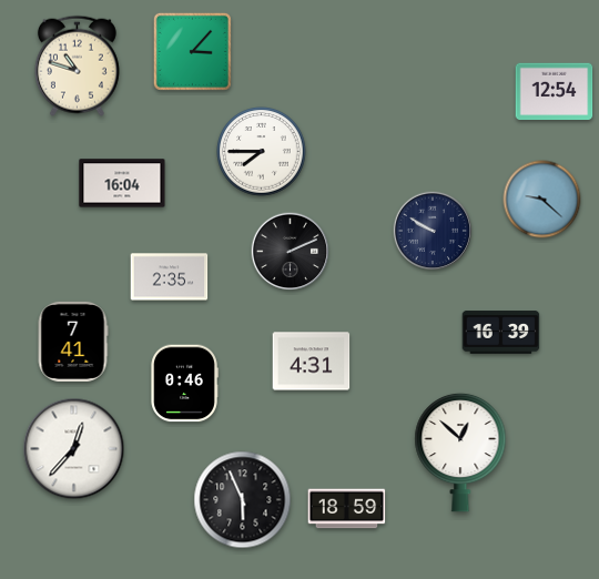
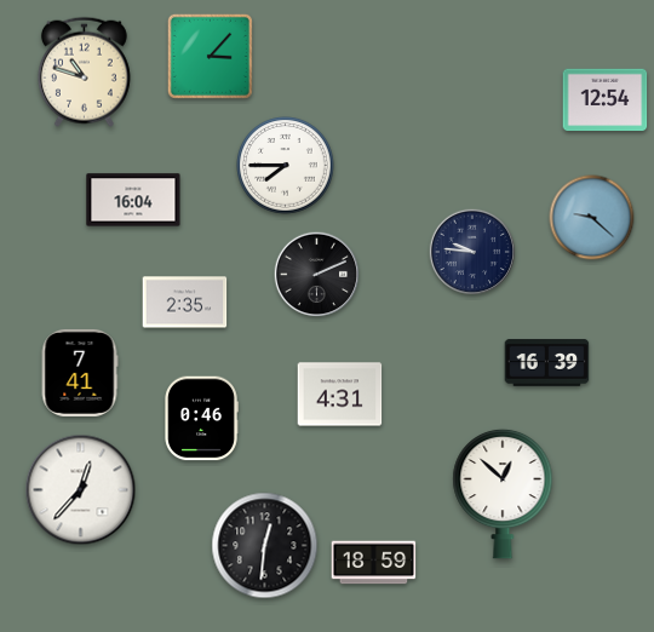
clock at (433, 231): 9:50 -> 9:46
clock at (243, 500): 5:56 -> 12:31
clock at (347, 509) position: (347, 509) -> (374, 563)
